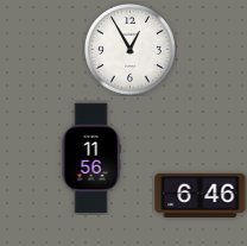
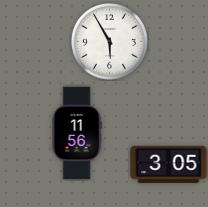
clock at (129, 49): 12:55 -> 5:55
clock at (201, 195): 6:46 -> 3:05
